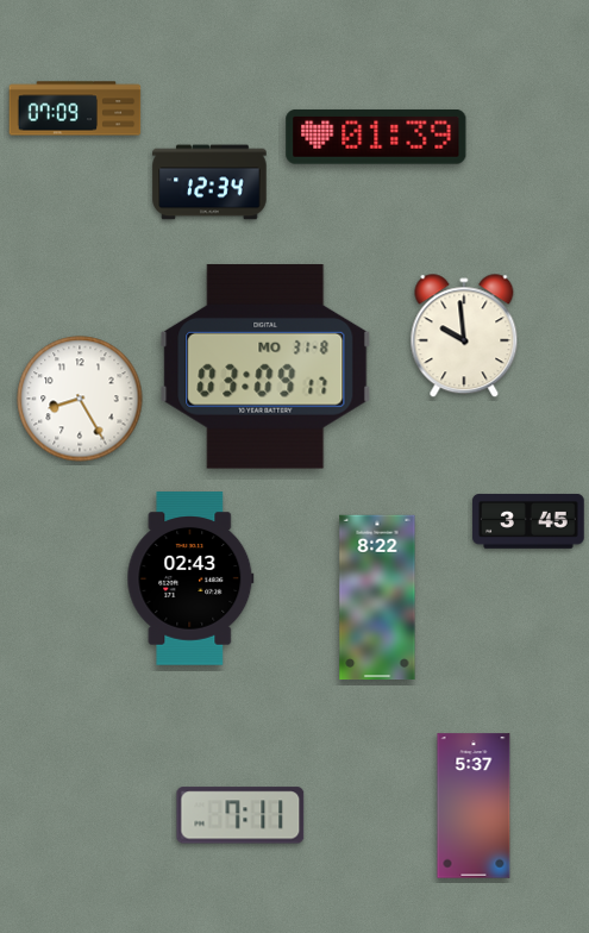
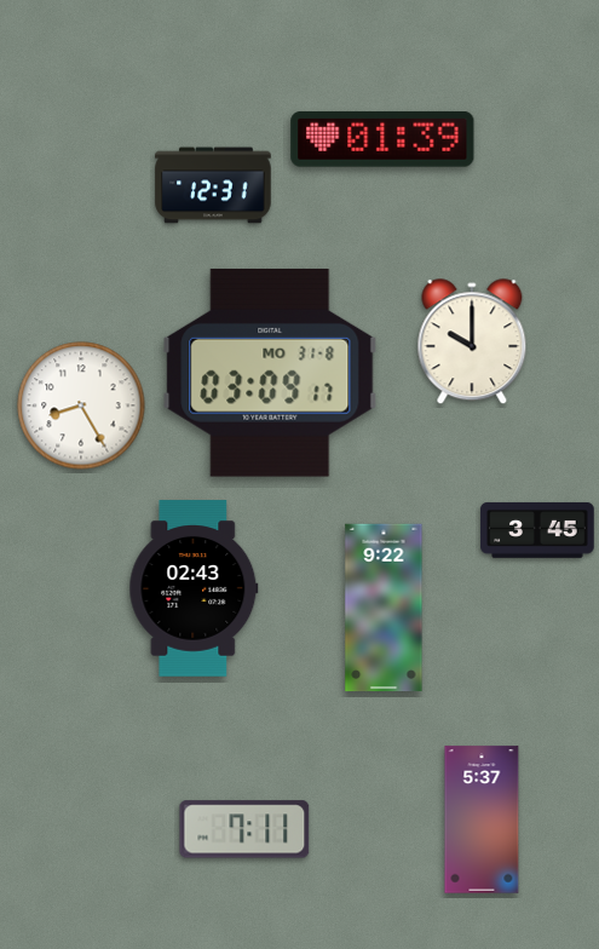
clock at (75, 108): 07:09 -> none
clock at (209, 182): 12:34 -> 12:31
clock at (464, 337): 9:59 -> 10:00
clock at (377, 597): 8:22 -> 9:22
